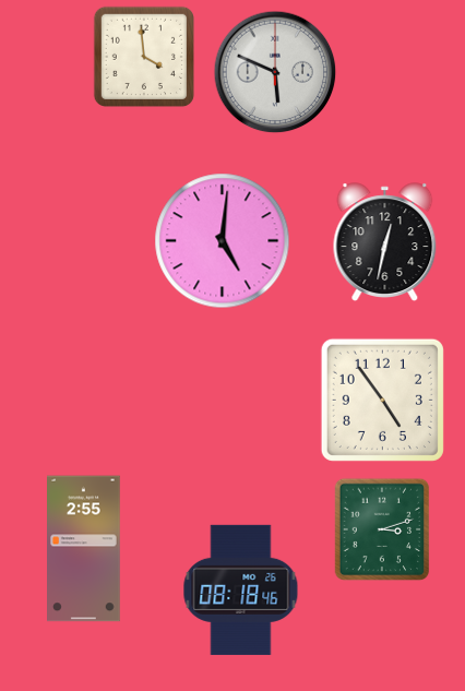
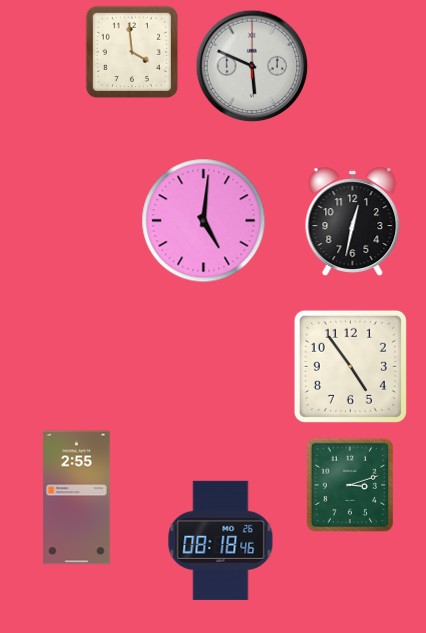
clock at (84, 549) position: (84, 549) -> (77, 498)
